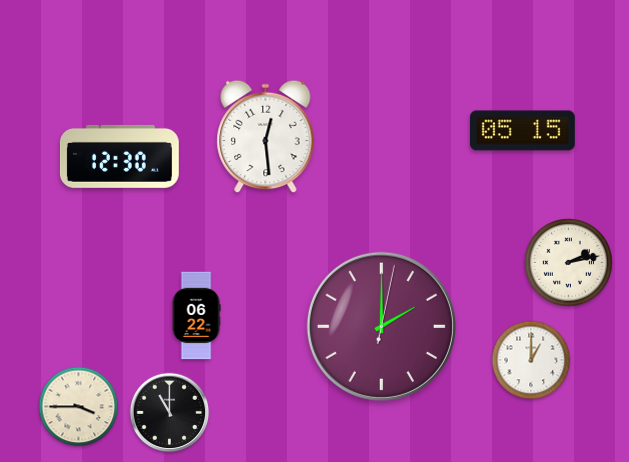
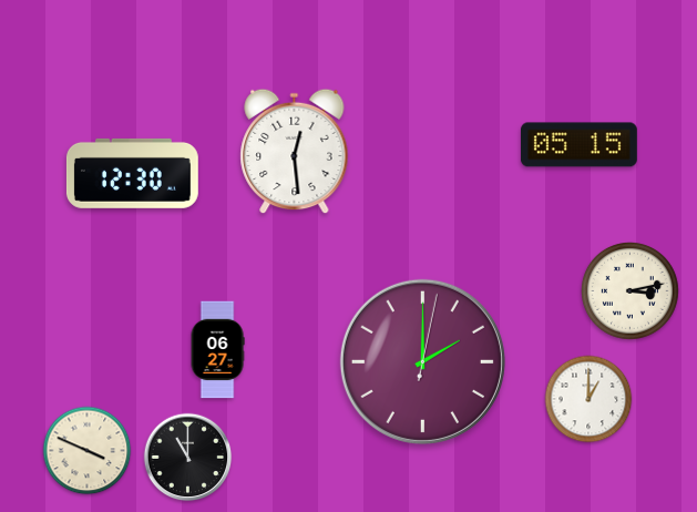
clock at (569, 263): 2:13 -> 3:13
clock at (196, 316): 06:22 -> 06:27
clock at (79, 407): 3:45 -> 3:49
